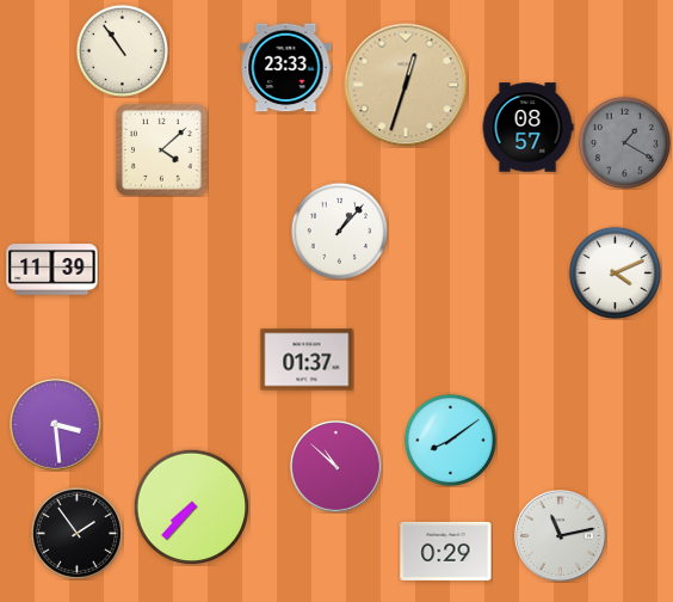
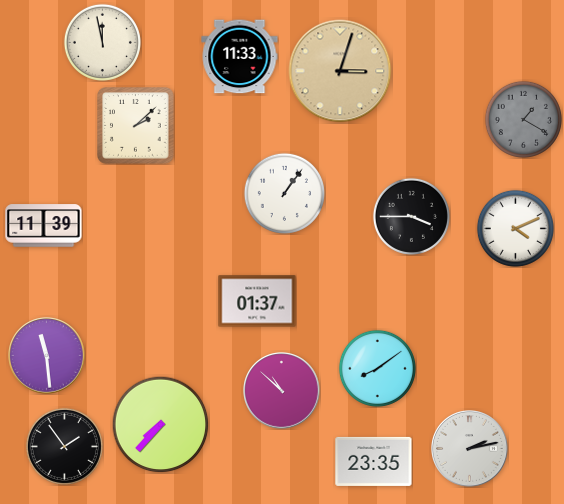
clock at (122, 50): 10:54 -> 11:58
clock at (286, 68): 23:33 -> 11:33
clock at (406, 85): 12:33 -> 3:03
clock at (527, 128): 08:57 -> none
clock at (162, 150): 4:08 -> 2:08
clock at (339, 231): 1:07 -> 1:06
clock at (411, 216): none -> 3:45
clock at (56, 425): 3:29 -> 11:29
clock at (561, 536): 11:13 -> 2:13
clock at (446, 551): 0:29 -> 23:35
